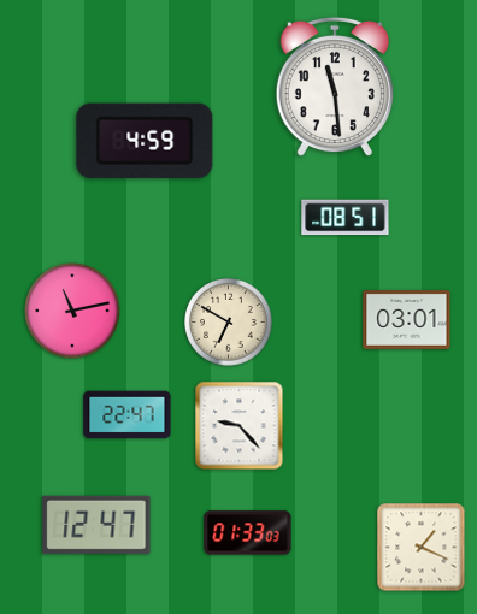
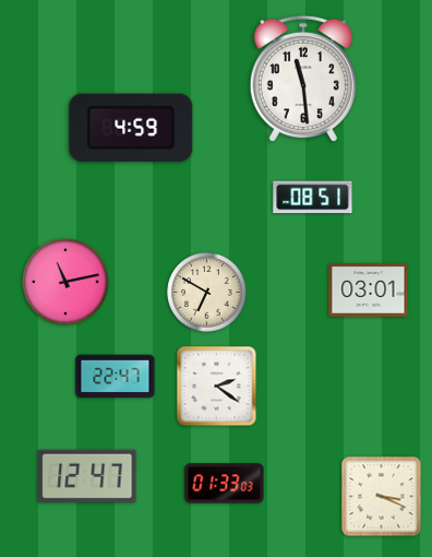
clock at (240, 426): 9:23 -> 2:21
clock at (422, 548): 1:19 -> 3:19
